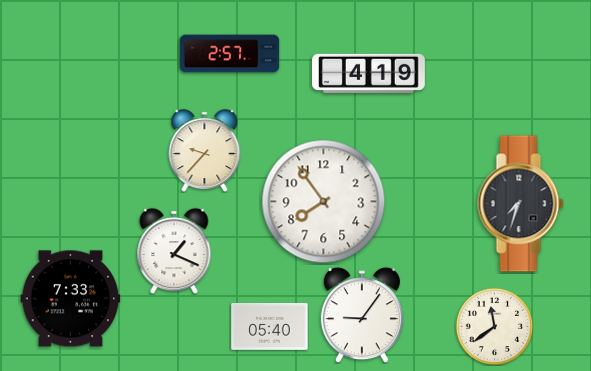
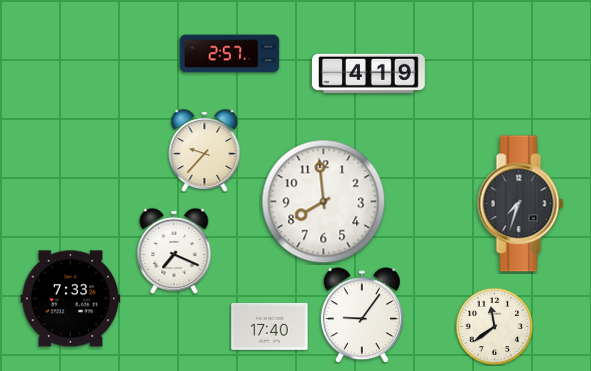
clock at (324, 202): 7:54 -> 7:59
clock at (174, 251): 1:19 -> 7:19
clock at (270, 326): 05:40 -> 17:40
